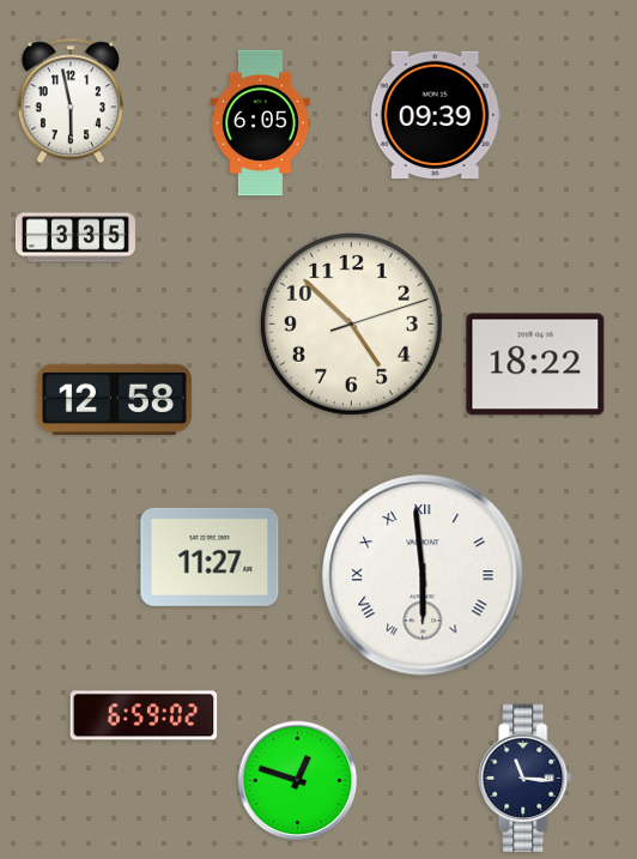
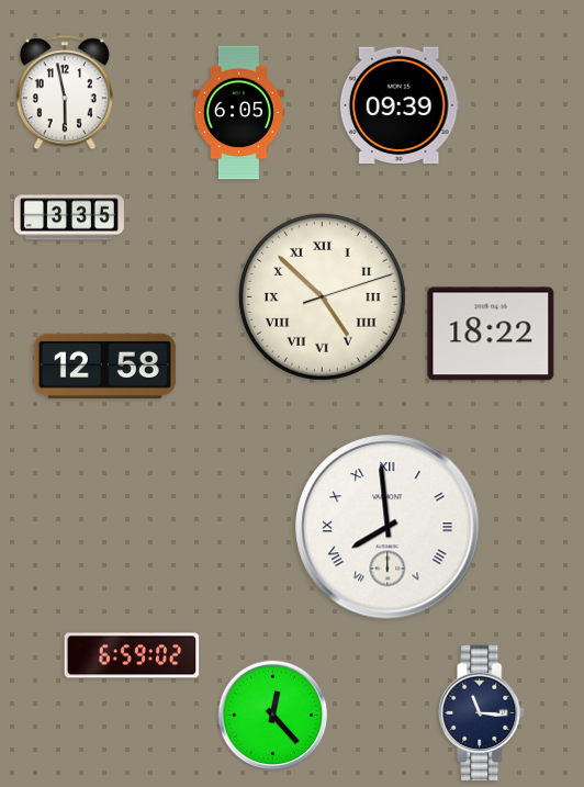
clock at (351, 323) numerals: Arabic -> Roman
clock at (210, 557): 11:27 -> none
clock at (423, 575): 5:59 -> 7:59
clock at (298, 781): 12:48 -> 12:23
